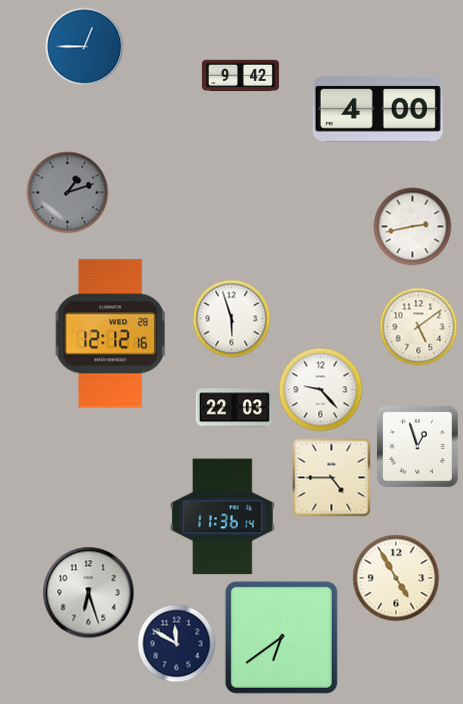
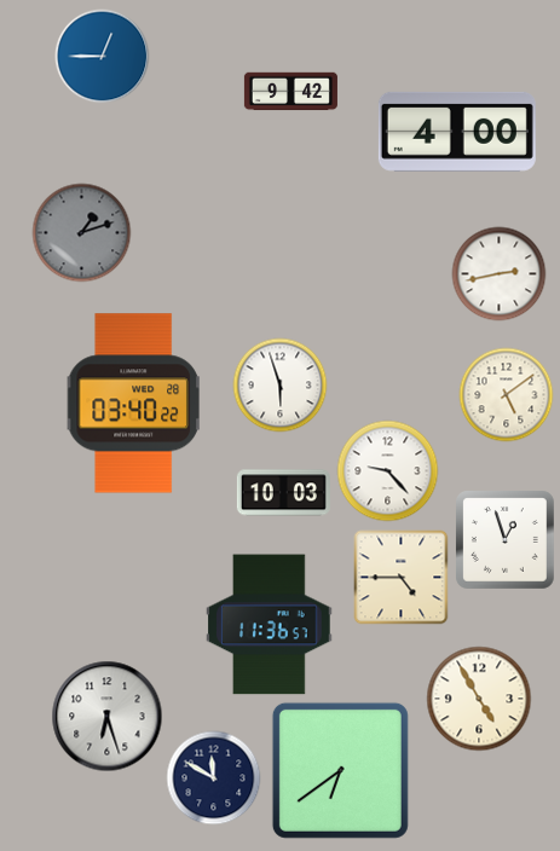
clock at (110, 334): 12:12 -> 03:40
clock at (234, 408): 22:03 -> 10:03
clock at (223, 517): 11:36:14 -> 11:36:57
